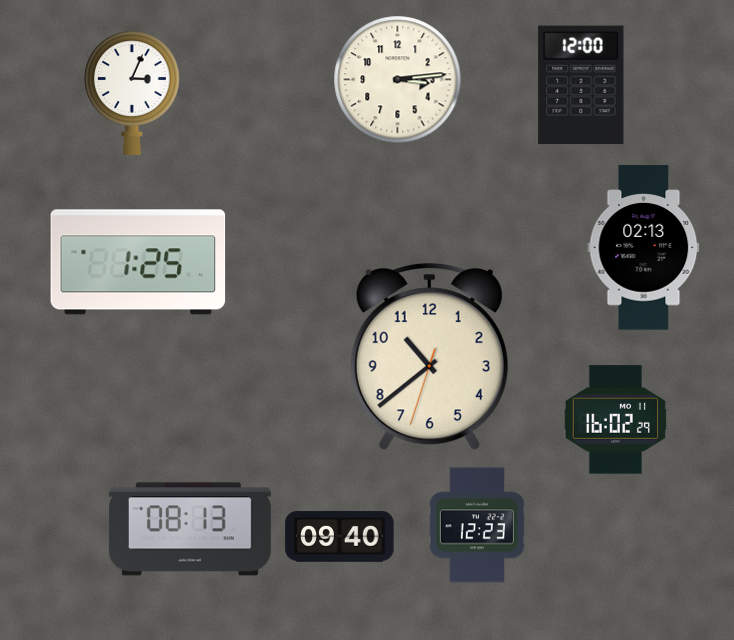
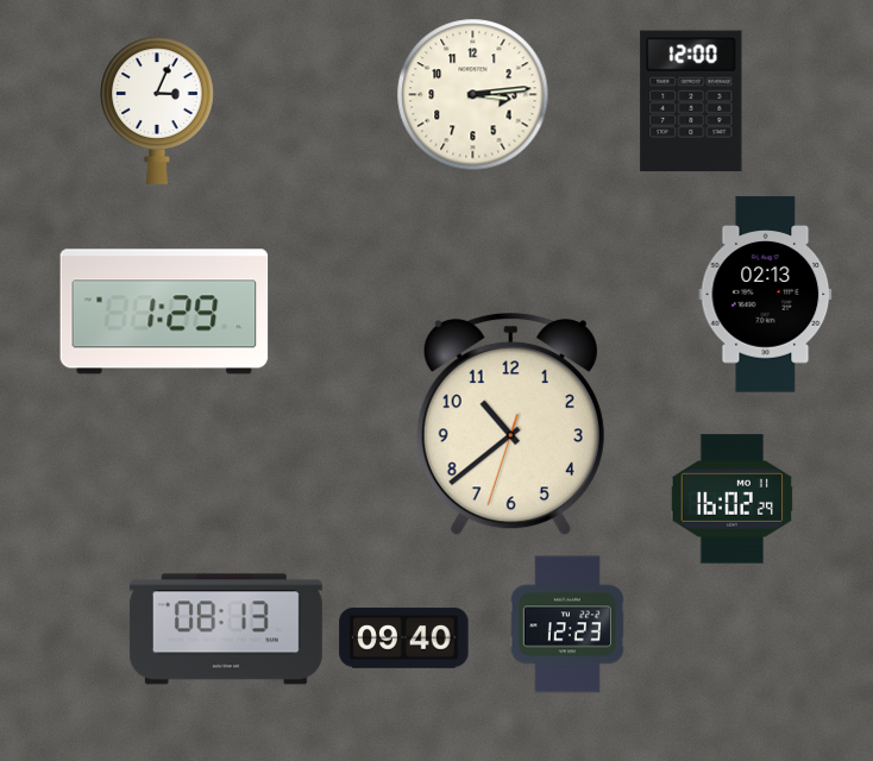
clock at (138, 262): 1:25 -> 1:29
